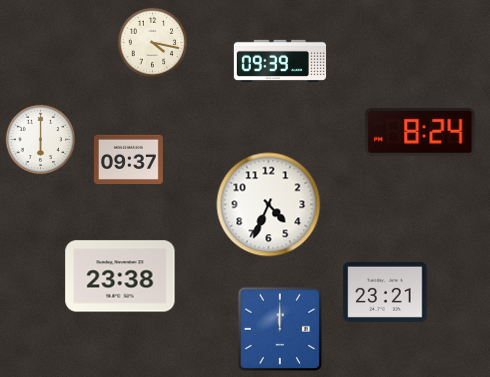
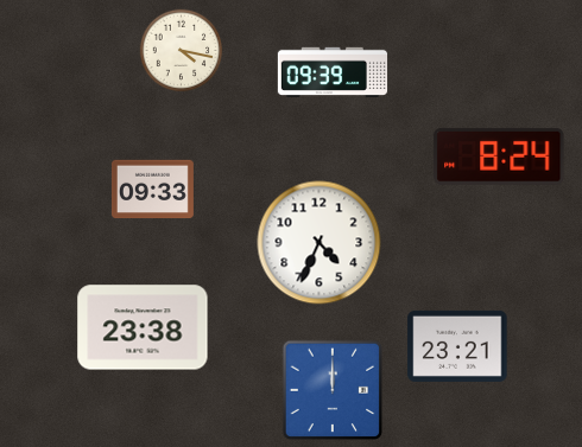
clock at (41, 140): 6:00 -> none
clock at (128, 160): 09:37 -> 09:33
